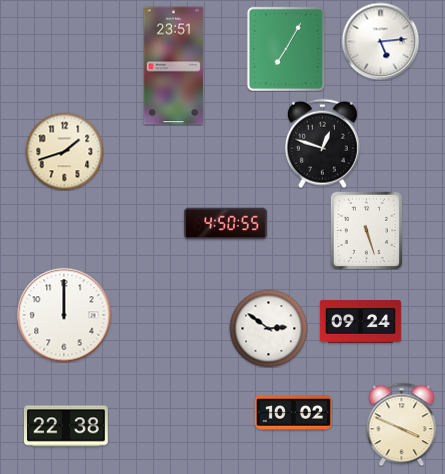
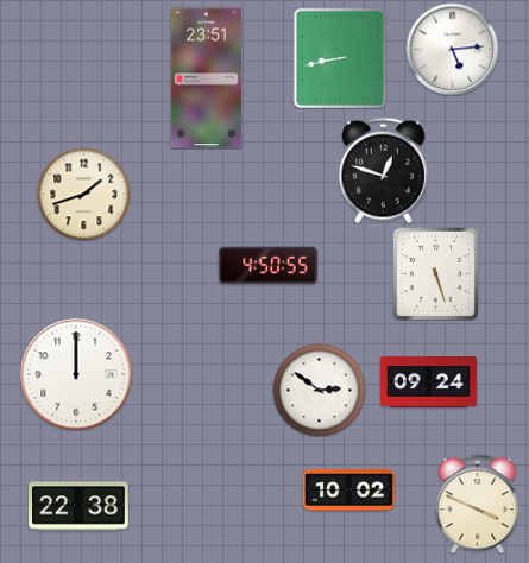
clock at (286, 49): 7:05 -> 8:43
clock at (64, 151) position: (64, 151) -> (83, 194)
